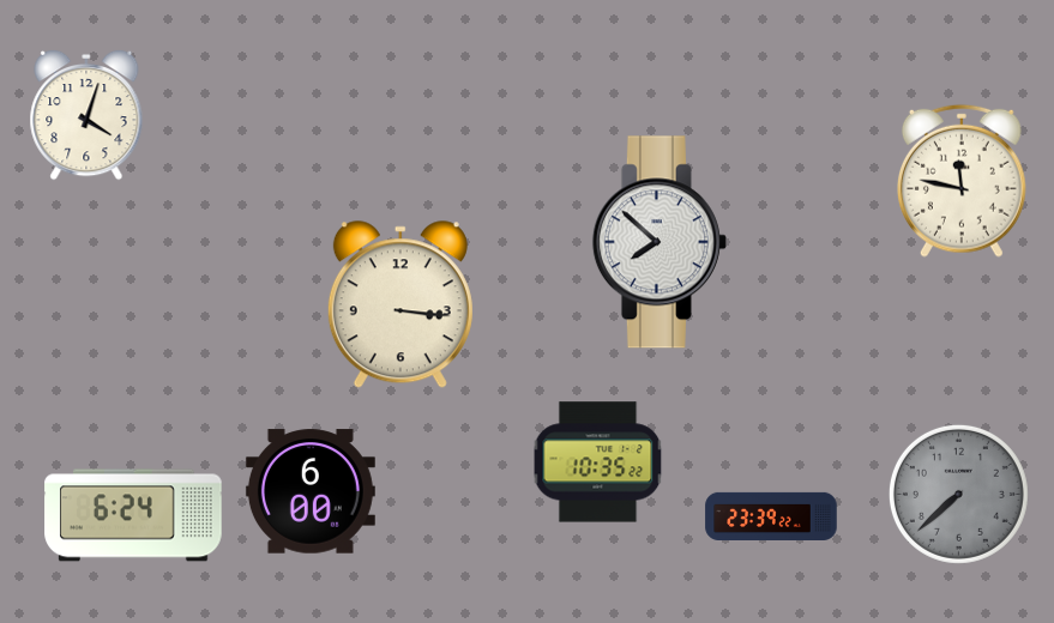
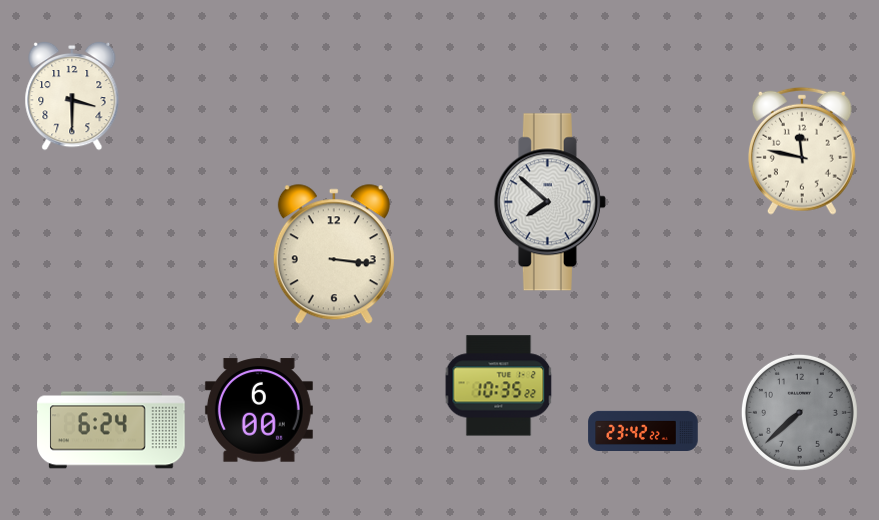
clock at (86, 115): 4:03 -> 3:30
clock at (771, 515): 23:39 -> 23:42
